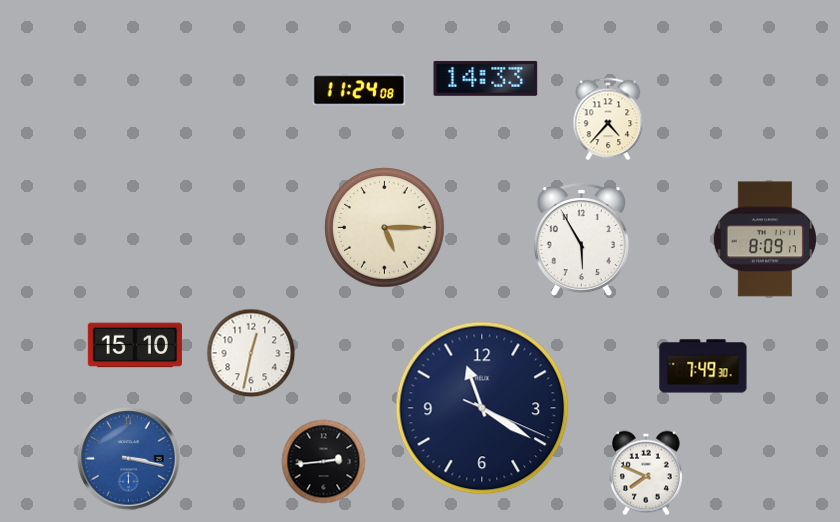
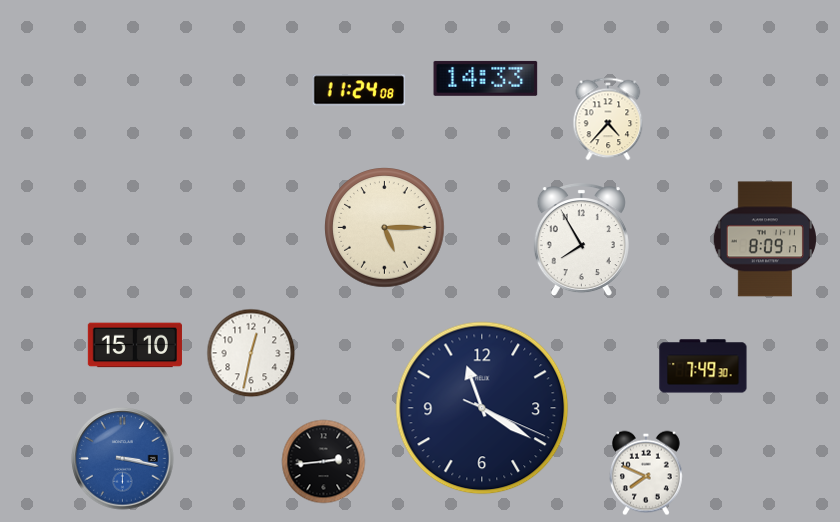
clock at (581, 240): 5:55 -> 7:55
clock at (129, 459) position: (129, 459) -> (123, 459)
